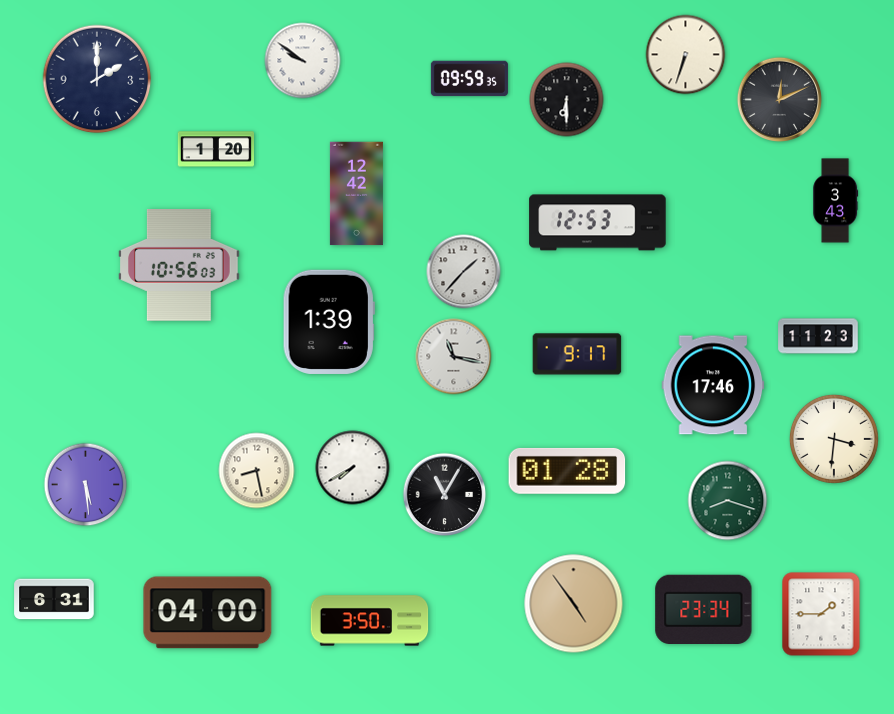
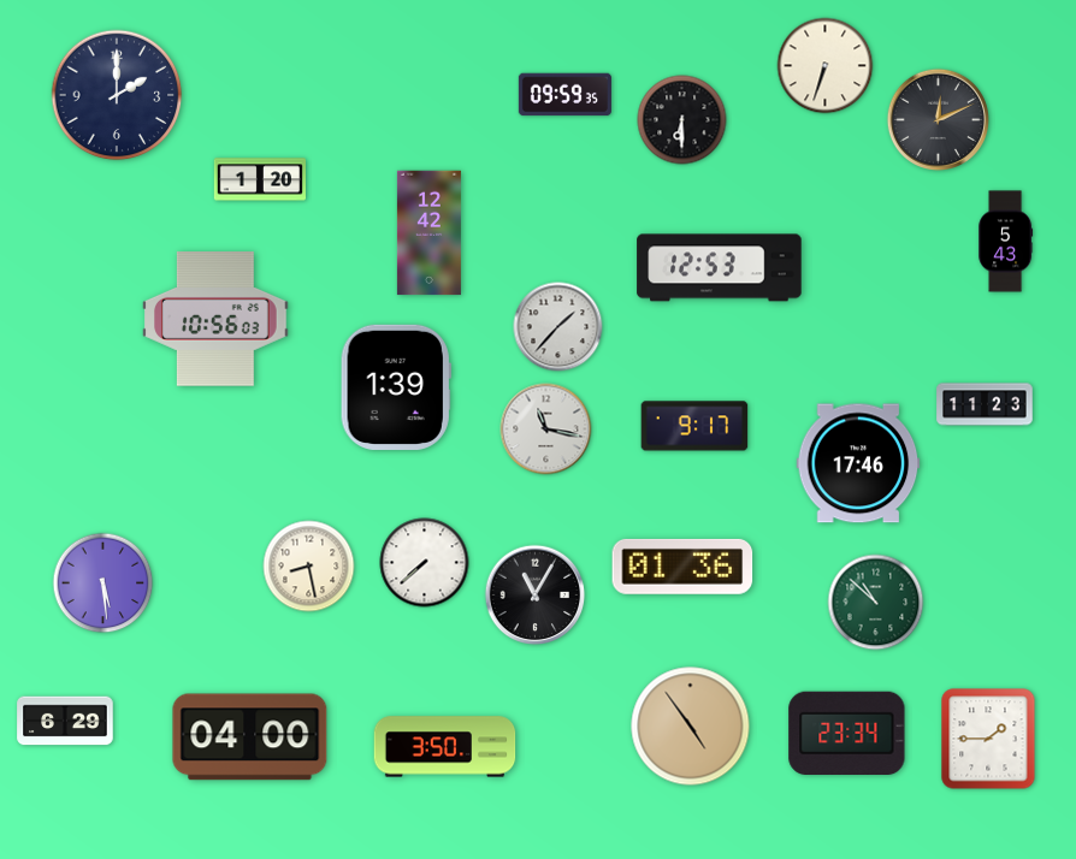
clock at (303, 61): 9:51 -> none
clock at (836, 201): 3:43 -> 5:43
clock at (834, 439): 3:31 -> none
clock at (353, 468): 7:40 -> 7:38
clock at (567, 471): 01:28 -> 01:36
clock at (728, 501): 8:18 -> 10:52
clock at (54, 599): 6:31 -> 6:29
